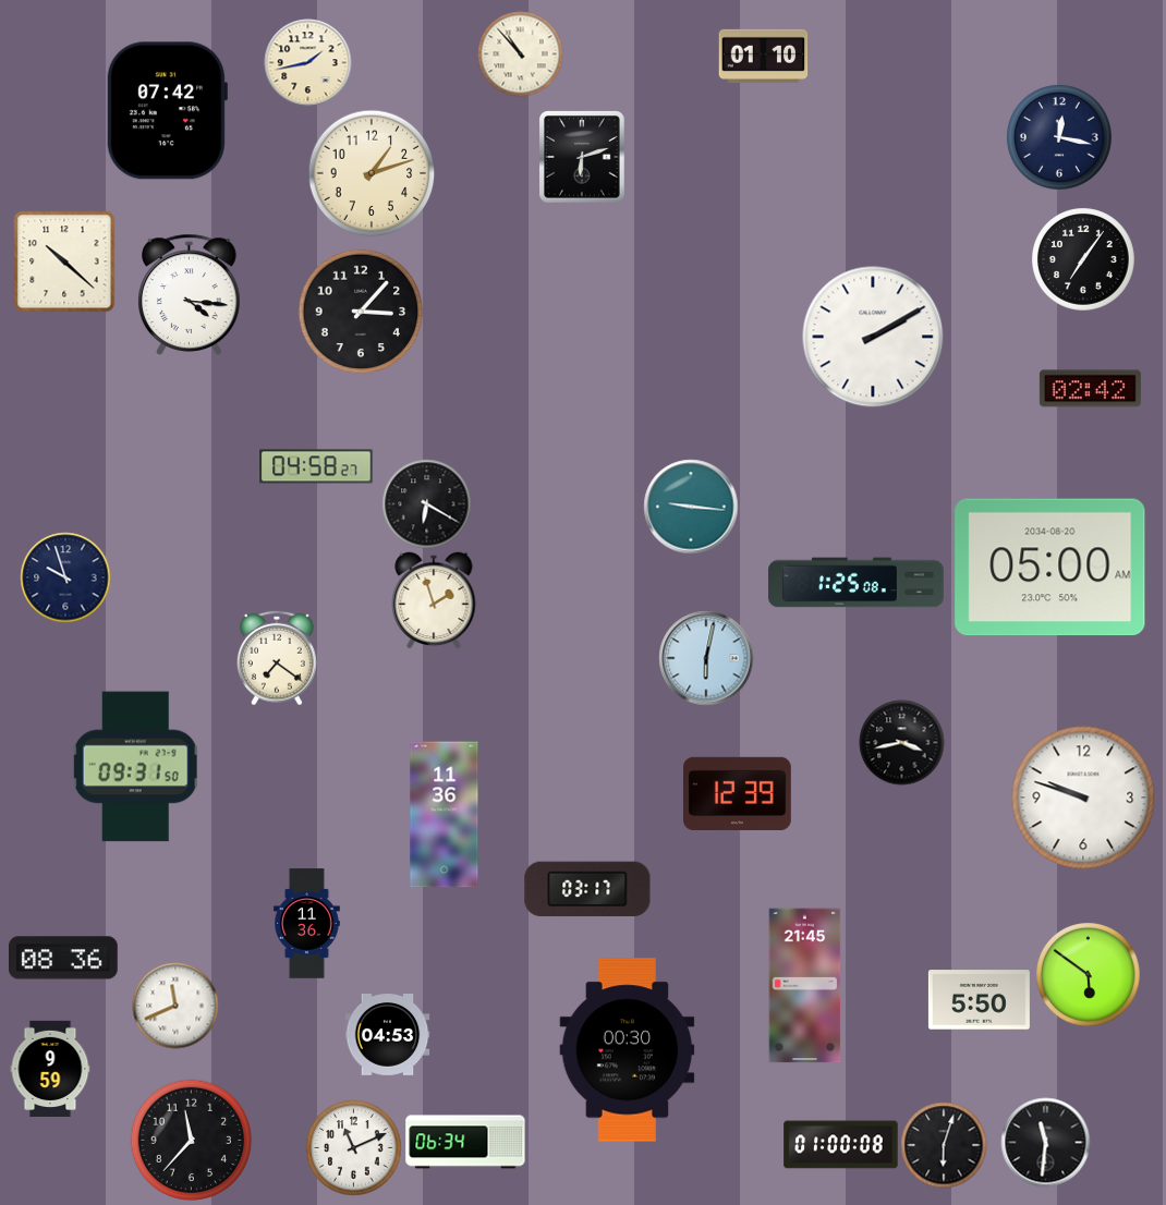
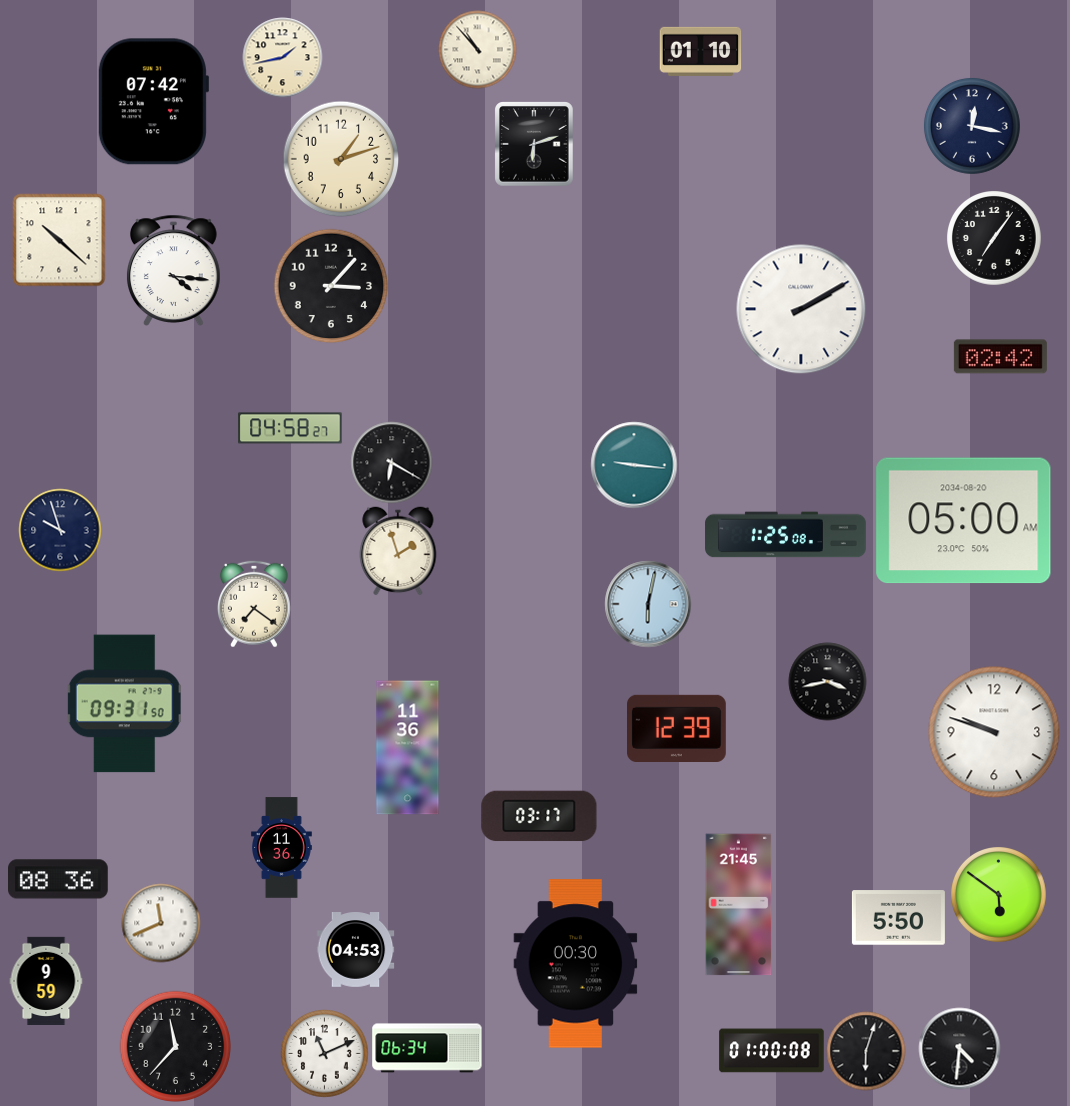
clock at (1045, 1142): 11:31 -> 4:31
